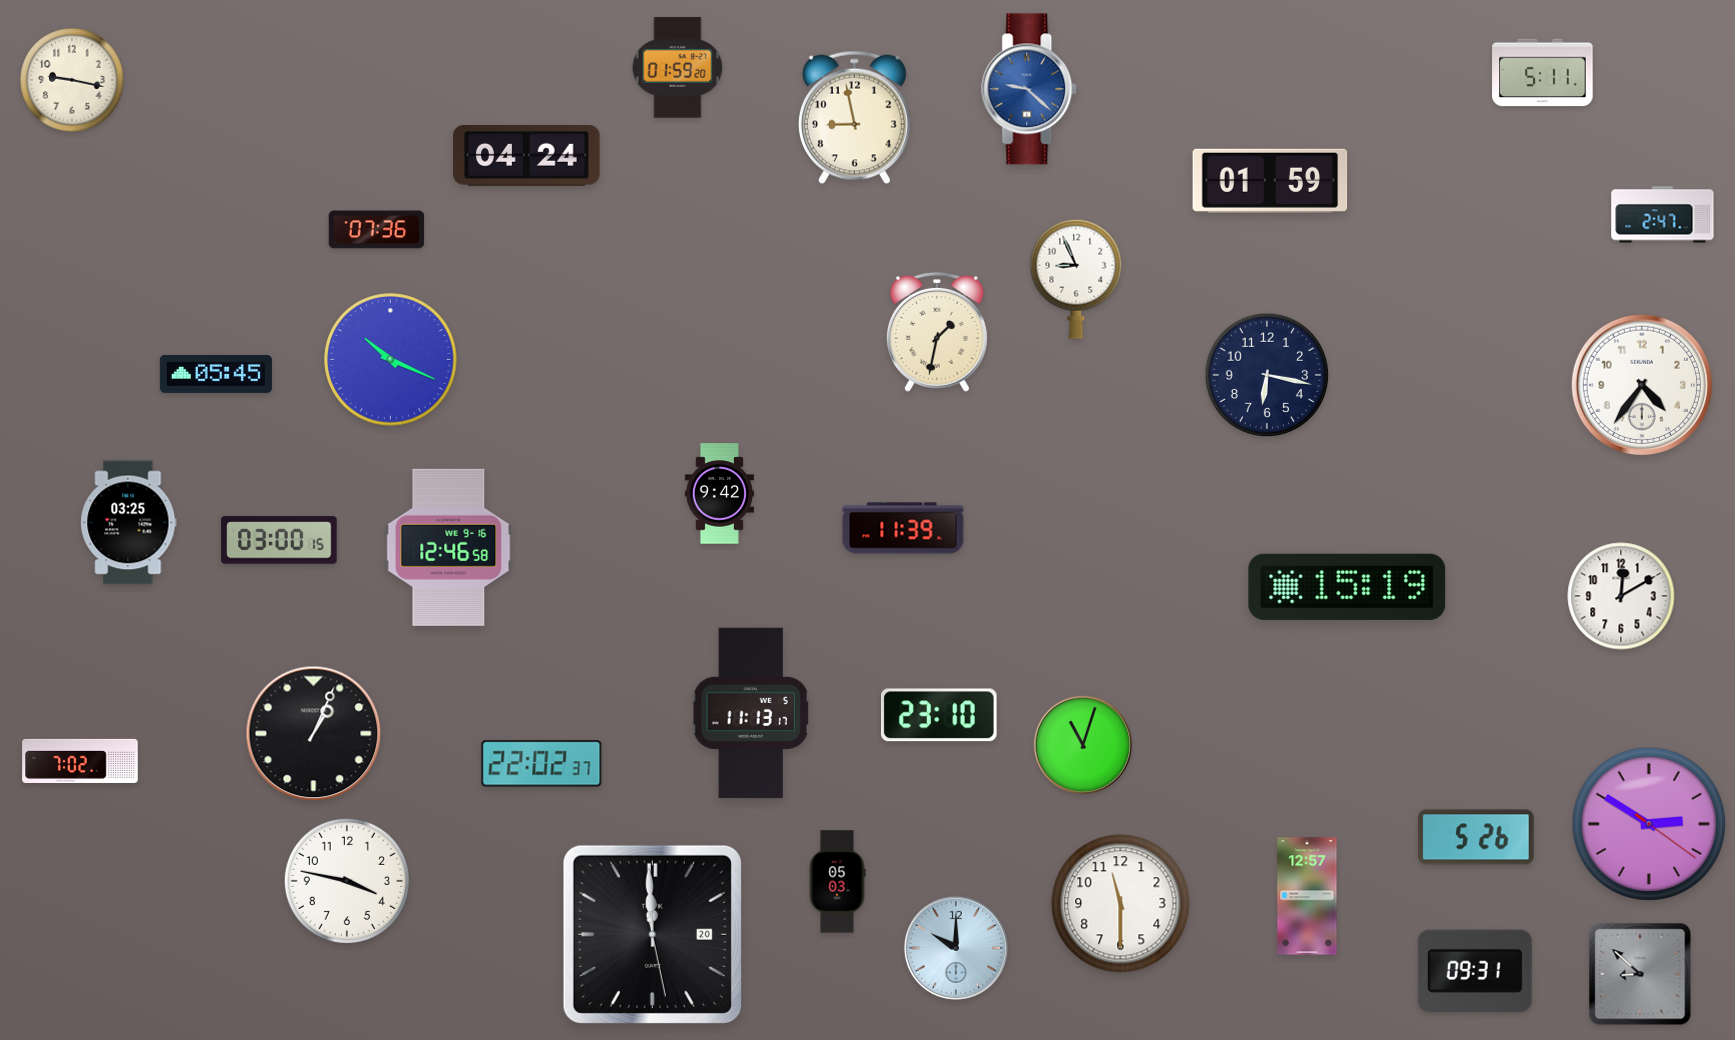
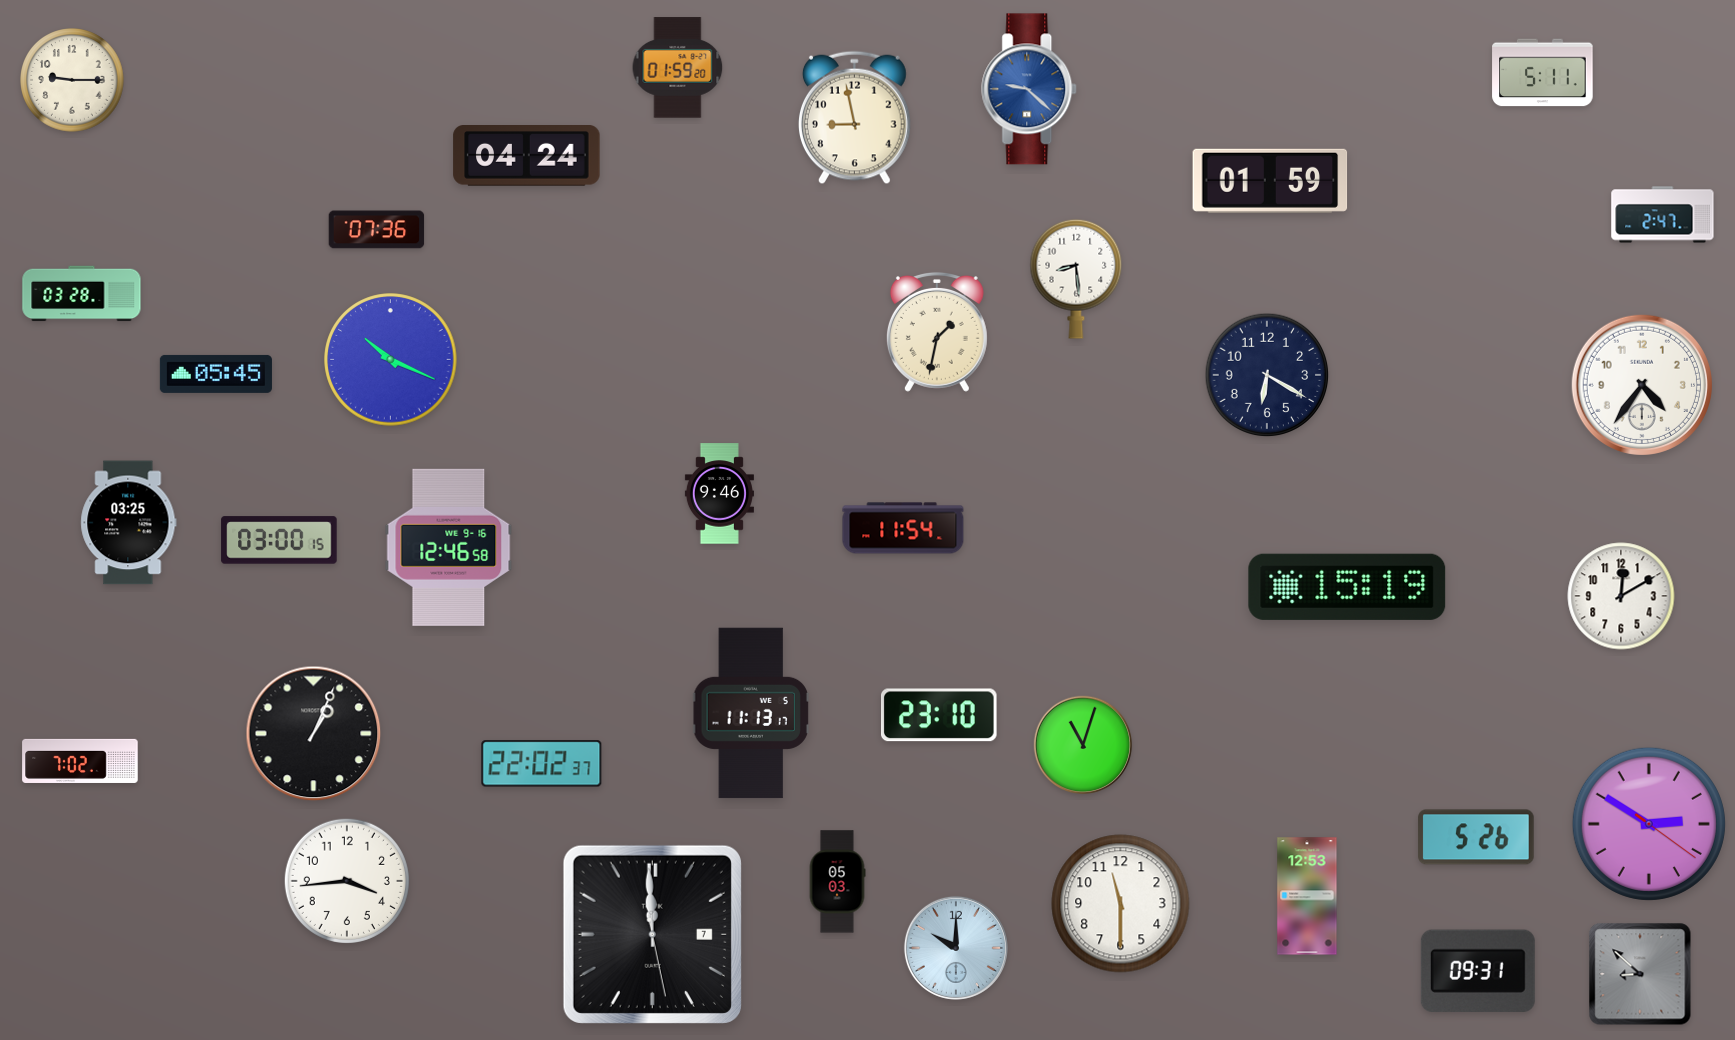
clock at (72, 80): 9:17 -> 9:15
clock at (1076, 279): 8:56 -> 8:29
clock at (82, 294): none -> 03:28
clock at (1267, 375): 6:17 -> 6:20
clock at (719, 494): 9:42 -> 9:46
clock at (903, 528): 11:39 -> 11:54
clock at (347, 881): 3:47 -> 3:44
clock at (1307, 896): 12:57 -> 12:53
clock at (652, 934) date: 20 -> 7
clock at (1475, 971) position: (1475, 971) -> (1478, 971)
